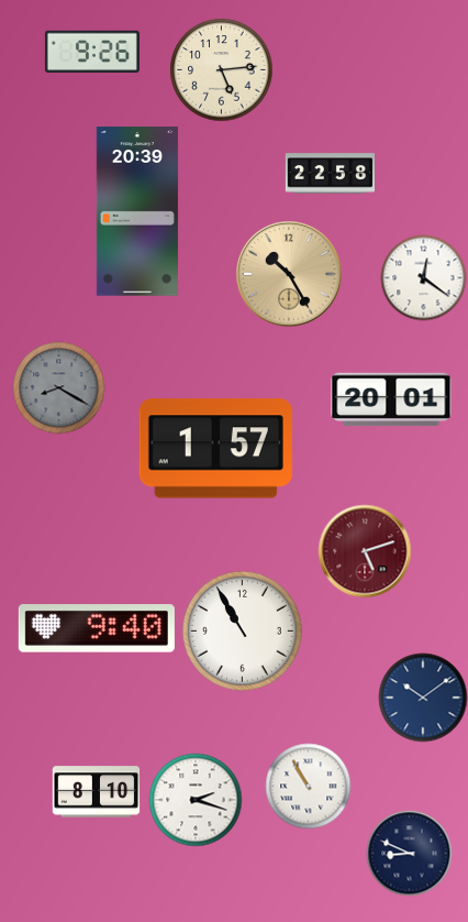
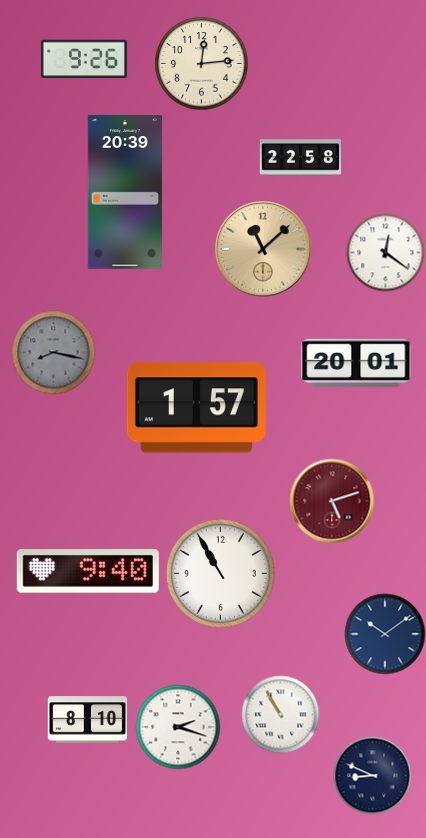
clock at (92, 52) position: (92, 52) -> (84, 59)
clock at (221, 69): 5:14 -> 12:14
clock at (290, 275): 10:25 -> 11:08
clock at (58, 387): 8:20 -> 8:17
